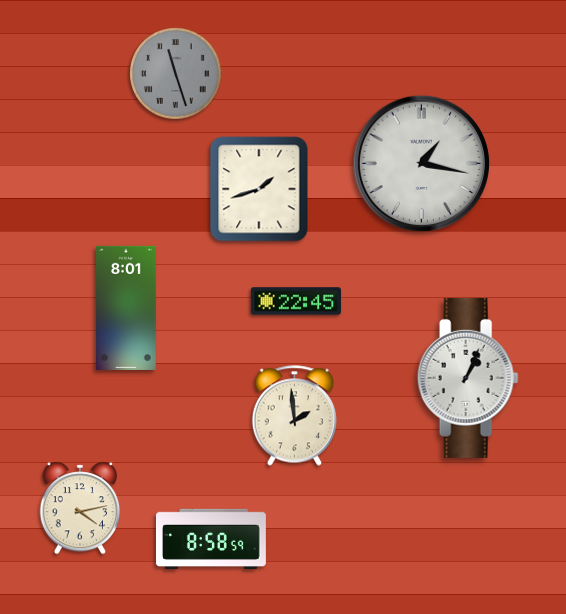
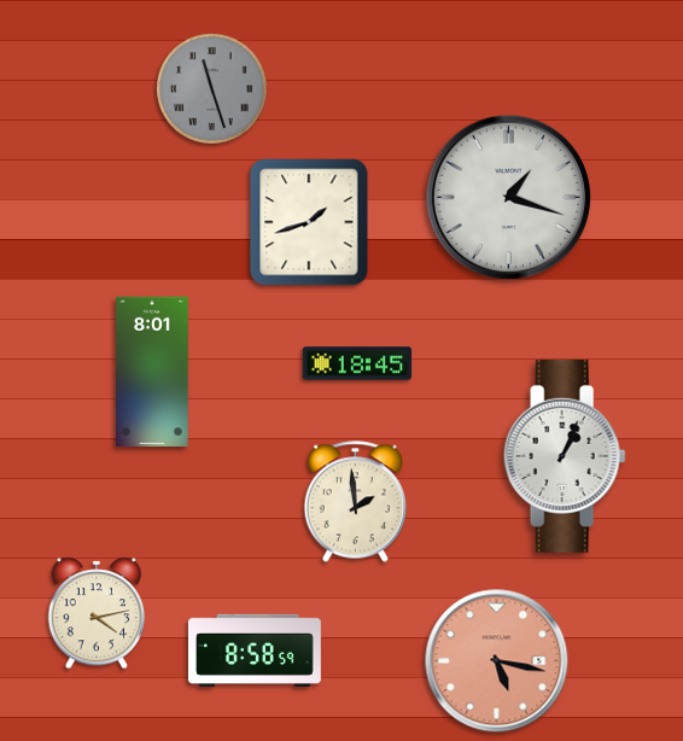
clock at (421, 163): 1:17 -> 1:18
clock at (259, 189) position: (259, 189) -> (309, 222)
clock at (296, 301): 22:45 -> 18:45
clock at (497, 661): none -> 5:17
